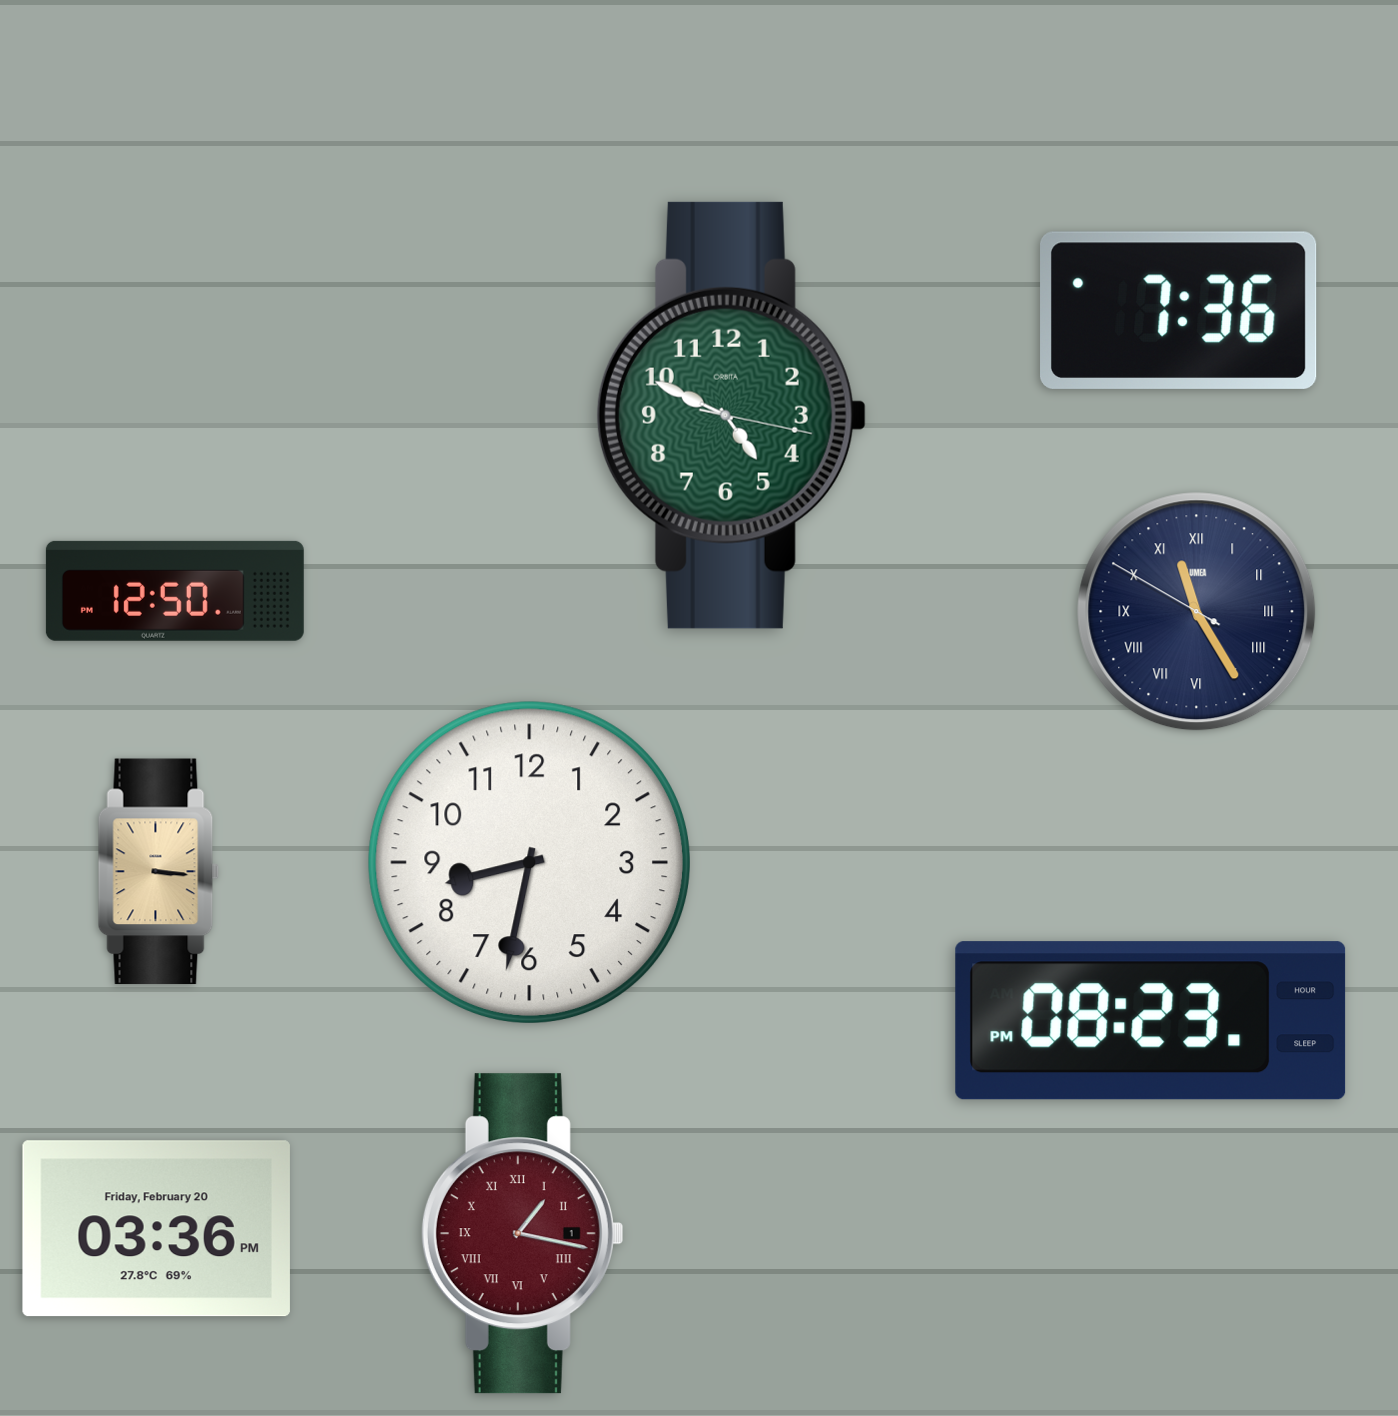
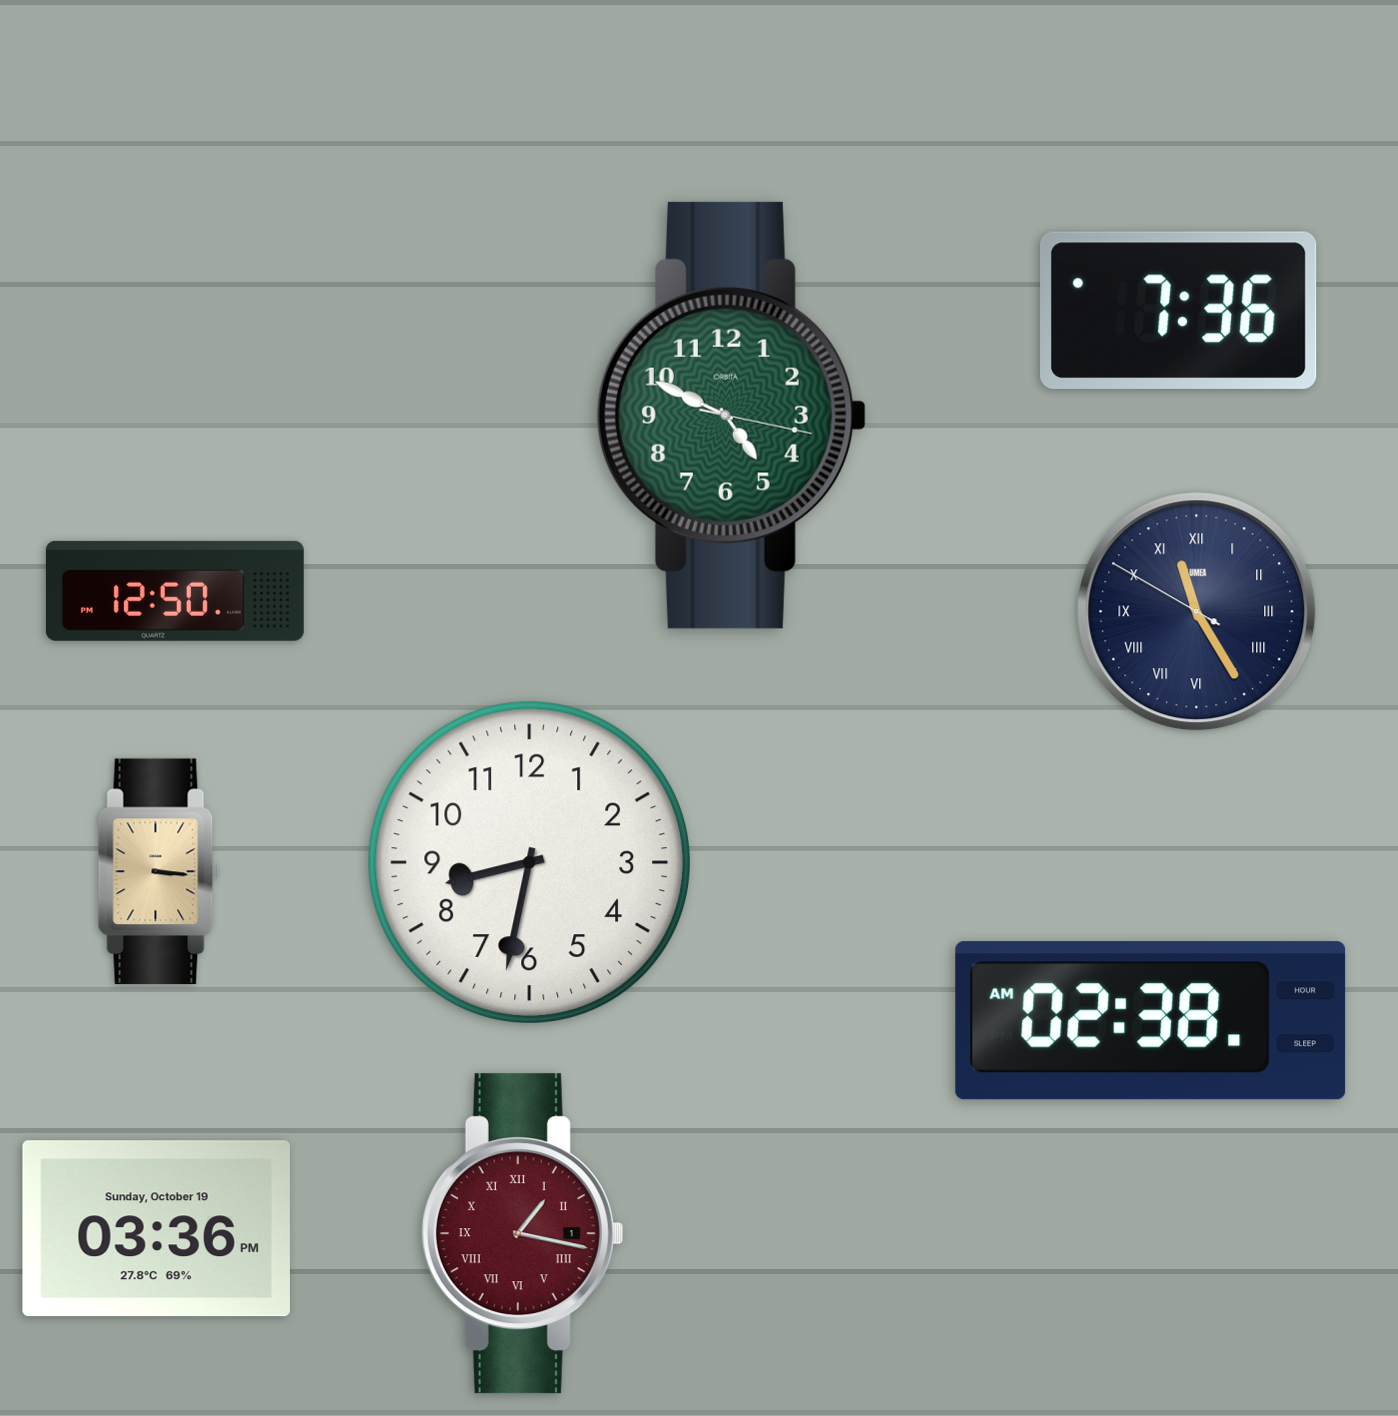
clock at (1151, 1021): 08:23 -> 02:38
clock at (156, 1229) date: Friday, February 20 -> Sunday, October 19
